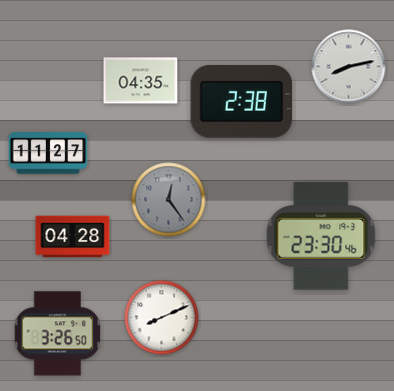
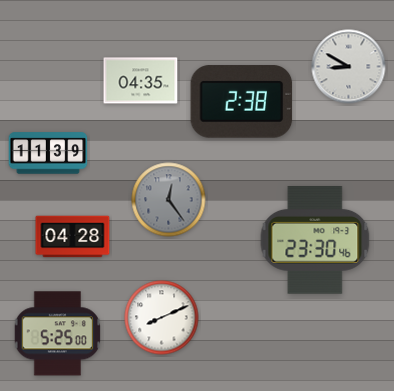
clock at (349, 67): 8:13 -> 8:50
clock at (48, 153): 11:27 -> 11:39
clock at (321, 237) position: (321, 237) -> (315, 241)
clock at (57, 334): 3:26 -> 5:25
